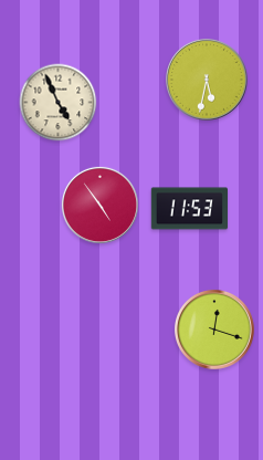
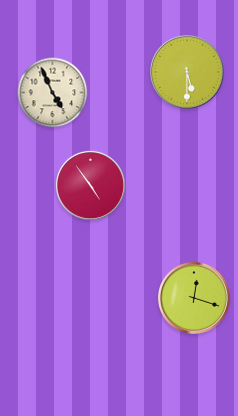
clock at (207, 80): 5:32 -> 5:30
clock at (190, 209): 11:53 -> none
